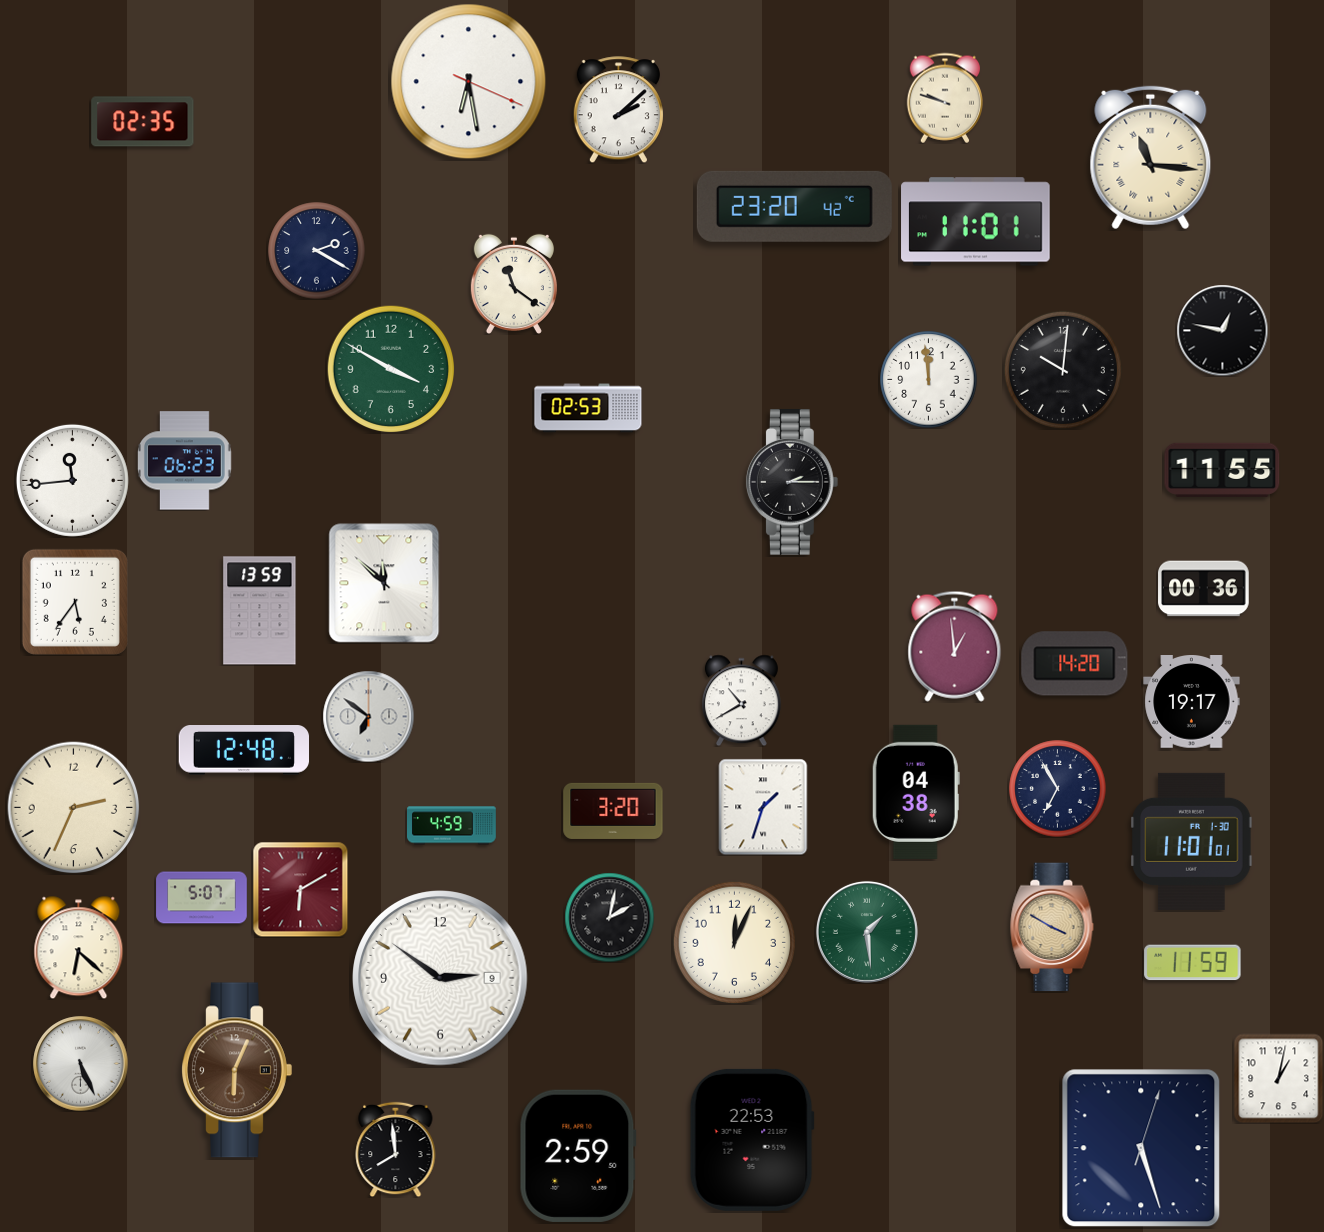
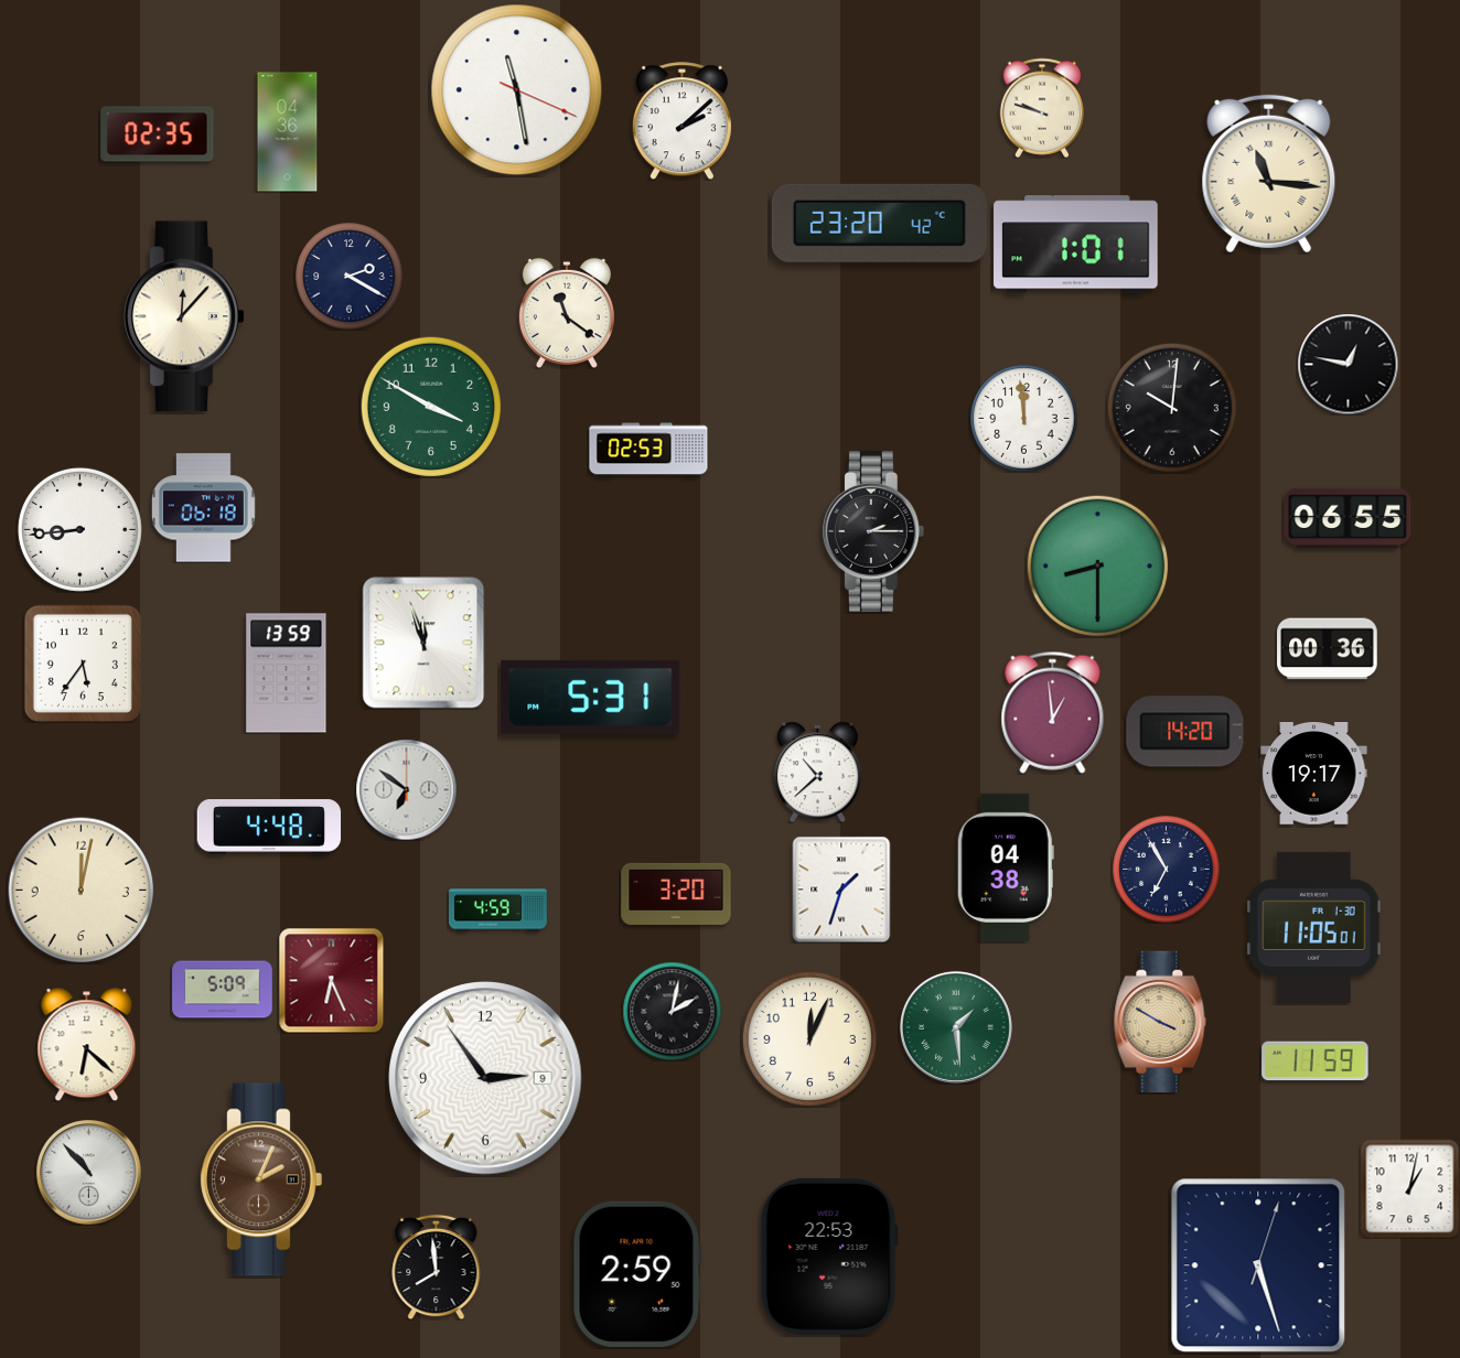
clock at (469, 82): 6:28 -> 11:28
clock at (288, 132): none -> 04:36
clock at (794, 206) position: (794, 206) -> (879, 223)
clock at (976, 222): 11:01 -> 1:01
clock at (184, 316): none -> 12:07
clock at (184, 461): 06:23 -> 06:18
clock at (1222, 470): 11:55 -> 06:55
clock at (72, 480): 11:44 -> 8:44
clock at (1097, 565): none -> 8:30
clock at (384, 583): 11:52 -> 11:57
clock at (591, 697): none -> 5:31
clock at (741, 700): 10:40 -> 10:38
clock at (244, 750): 12:48 -> 4:48
clock at (916, 792) position: (916, 792) -> (1006, 867)
clock at (74, 808): 2:34 -> 12:02
clock at (1192, 841): 11:01 -> 11:05
clock at (300, 889): 6:10 -> 6:26
clock at (202, 898): 5:07 -> 5:09
clock at (440, 978): 2:51 -> 2:54
clock at (81, 1064): 5:26 -> 10:53
clock at (237, 1070): 6:04 -> 2:04
